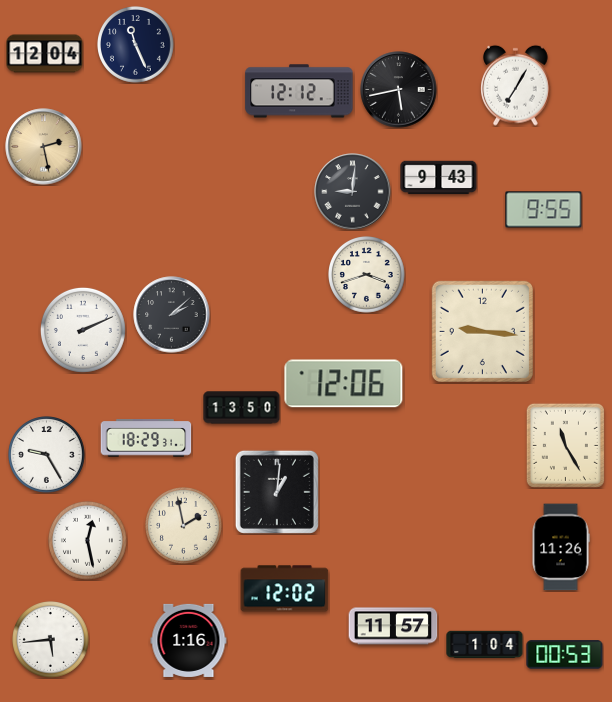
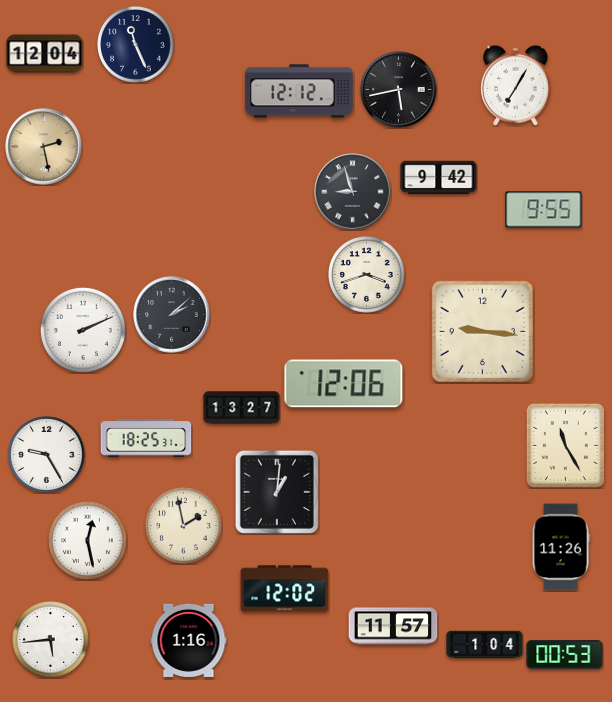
clock at (439, 178): 9:43 -> 9:42
clock at (353, 192): 9:01 -> 8:57
clock at (242, 408): 13:50 -> 13:27
clock at (146, 438): 18:29 -> 18:25
